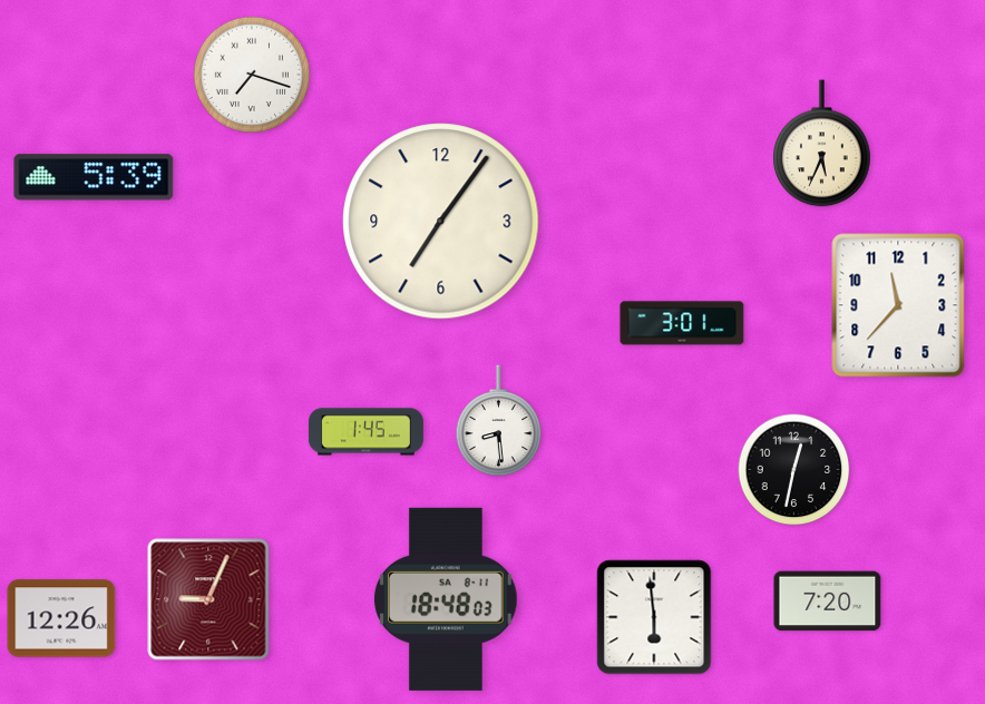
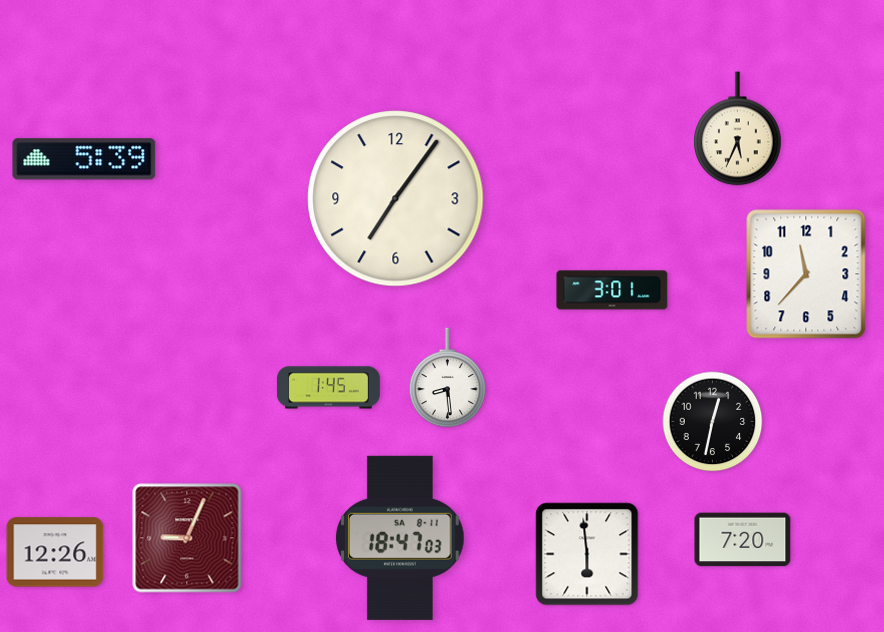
clock at (251, 74): 7:18 -> none
clock at (447, 599): 18:48 -> 18:47
clock at (61, 618) position: (61, 618) -> (55, 552)
